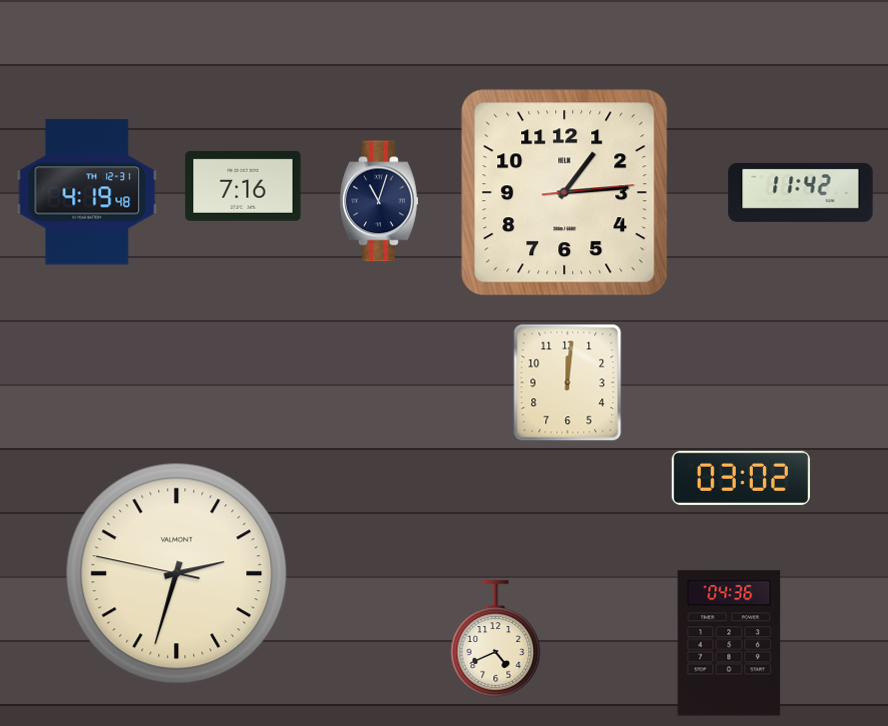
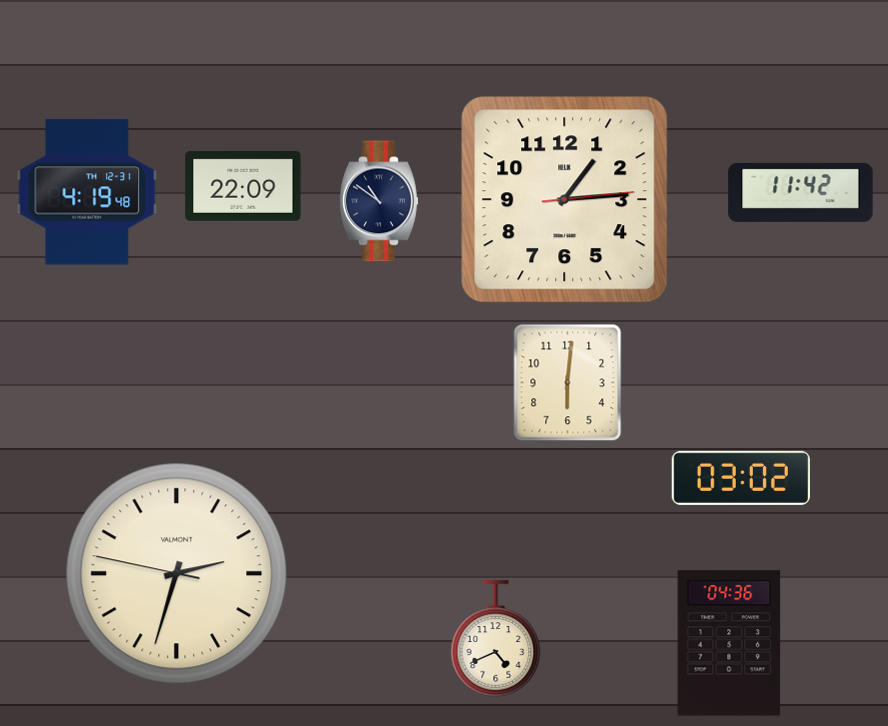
clock at (243, 186): 7:16 -> 22:09
clock at (565, 193) position: (565, 193) -> (565, 200)
clock at (379, 201): 11:03 -> 10:51
clock at (568, 383): 12:01 -> 6:01
